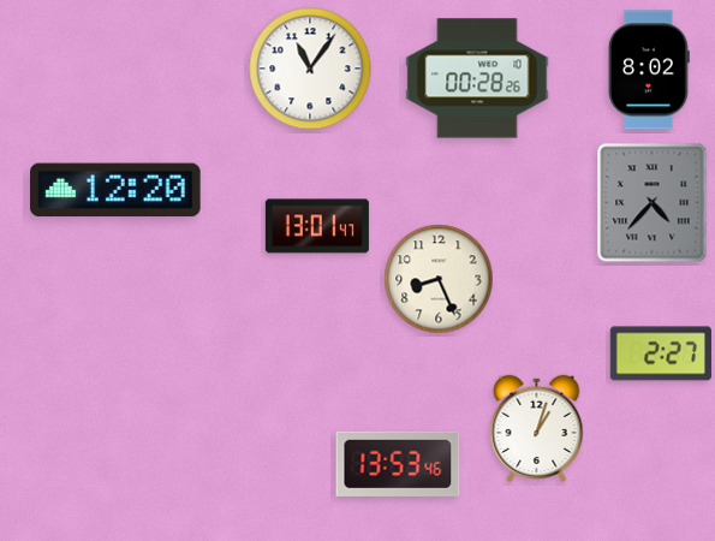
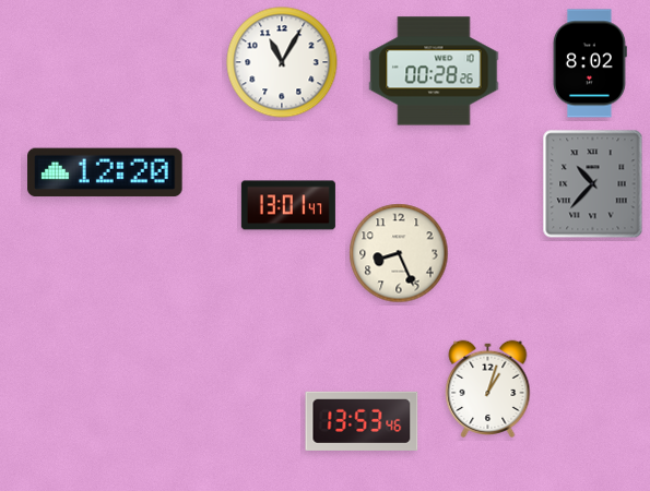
clock at (310, 69): 11:06 -> 11:05
clock at (653, 203): 4:37 -> 10:37
clock at (661, 353): 2:27 -> none
